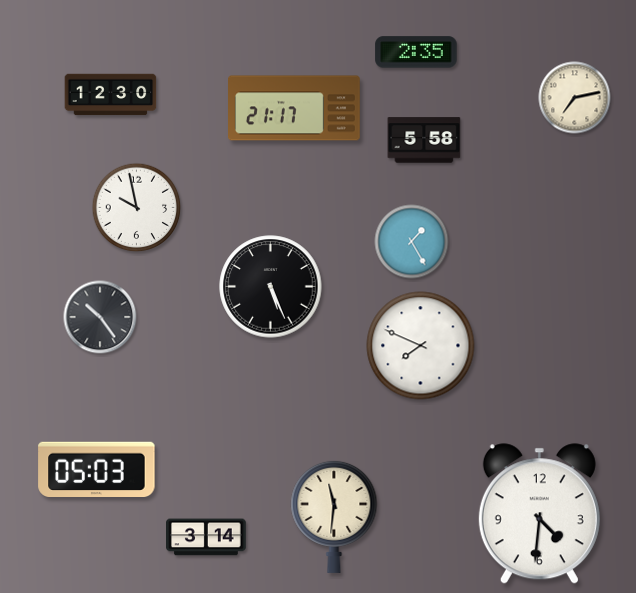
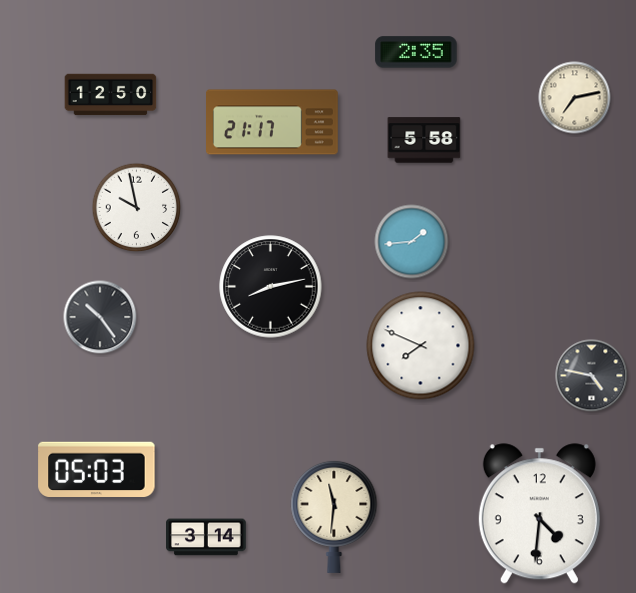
clock at (111, 95): 12:30 -> 12:50
clock at (295, 108) position: (295, 108) -> (273, 122)
clock at (412, 242): 1:25 -> 1:44
clock at (271, 287): 5:26 -> 8:13
clock at (592, 376): none -> 4:47
